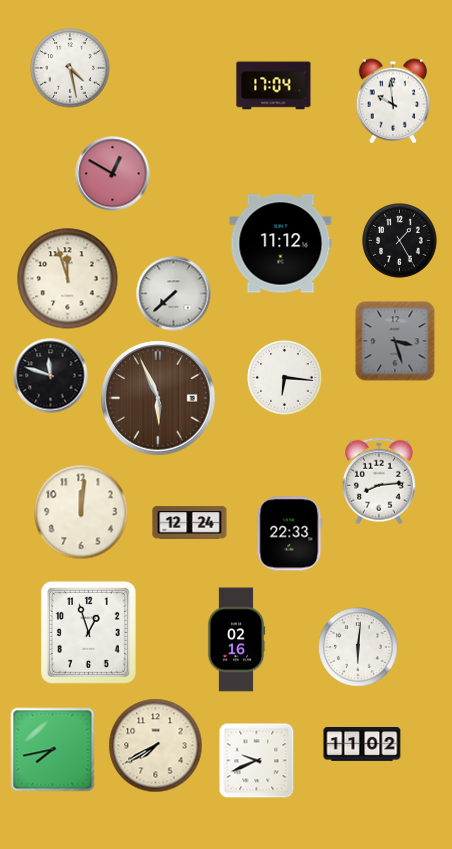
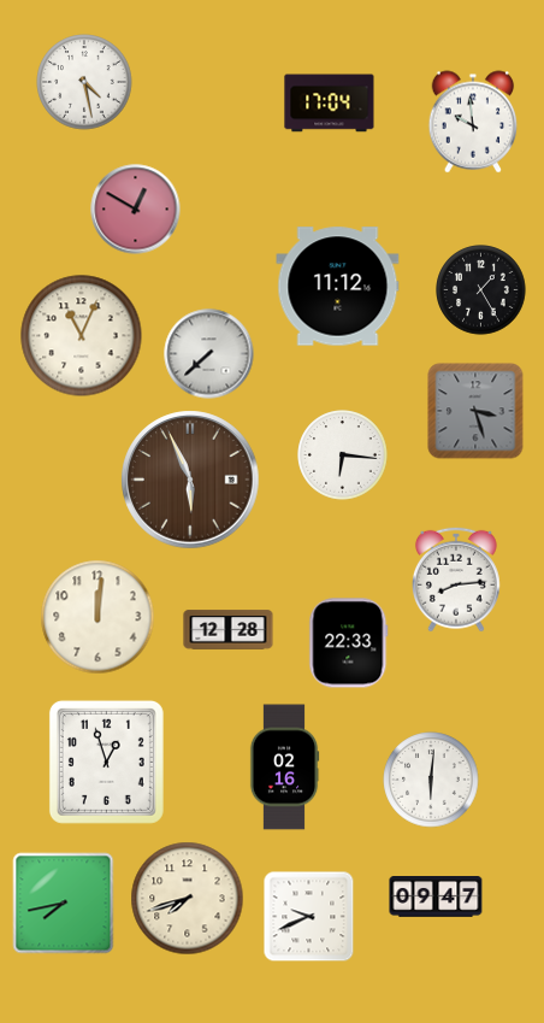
clock at (281, 244) position: (281, 244) -> (338, 287)
clock at (68, 279): 11:57 -> 11:04
clock at (51, 376): 11:48 -> none
clock at (190, 523): 12:24 -> 12:28
clock at (236, 640) position: (236, 640) -> (284, 768)
clock at (362, 745): 11:02 -> 09:47
clock at (156, 746): 7:40 -> 7:42
